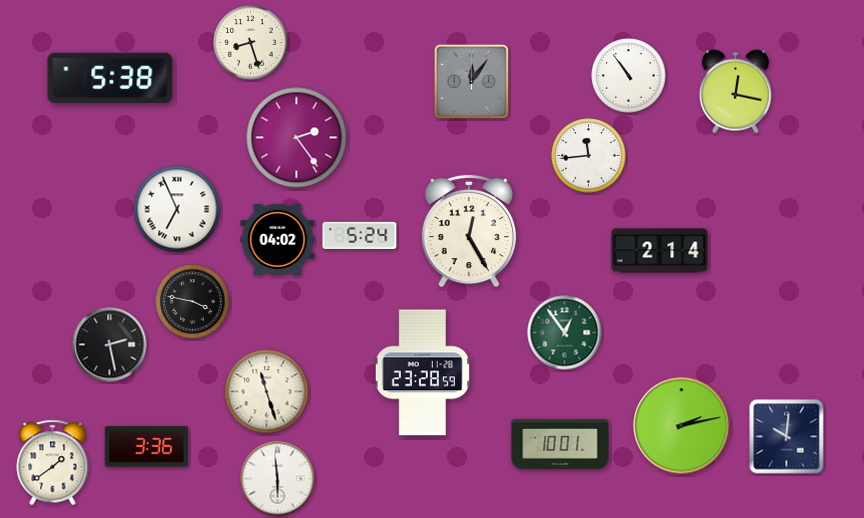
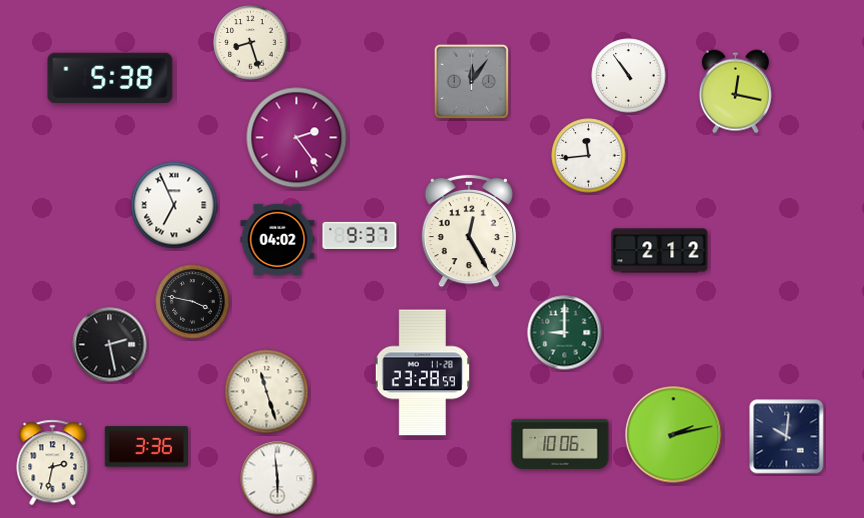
clock at (177, 209) position: (177, 209) -> (174, 205)
clock at (360, 235): 5:24 -> 9:37
clock at (660, 251): 2:14 -> 2:12
clock at (565, 333): 12:54 -> 9:00
clock at (682, 426) position: (682, 426) -> (674, 435)
clock at (560, 444): 10:01 -> 10:06
clock at (53, 463): 1:39 -> 2:32
